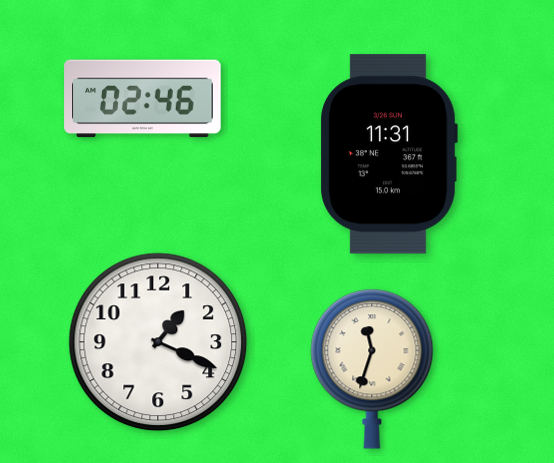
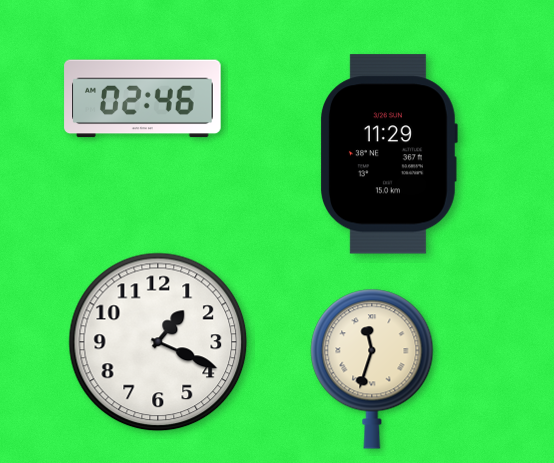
clock at (389, 154): 11:31 -> 11:29
